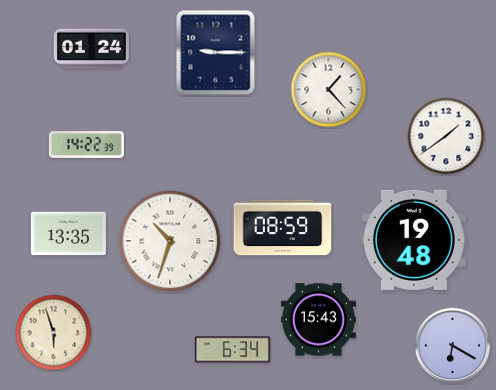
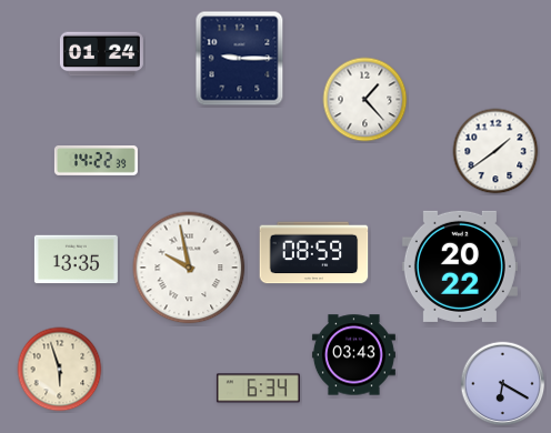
clock at (414, 240): 19:48 -> 20:22
clock at (170, 241): 10:33 -> 9:58
clock at (318, 320): 15:43 -> 03:43
